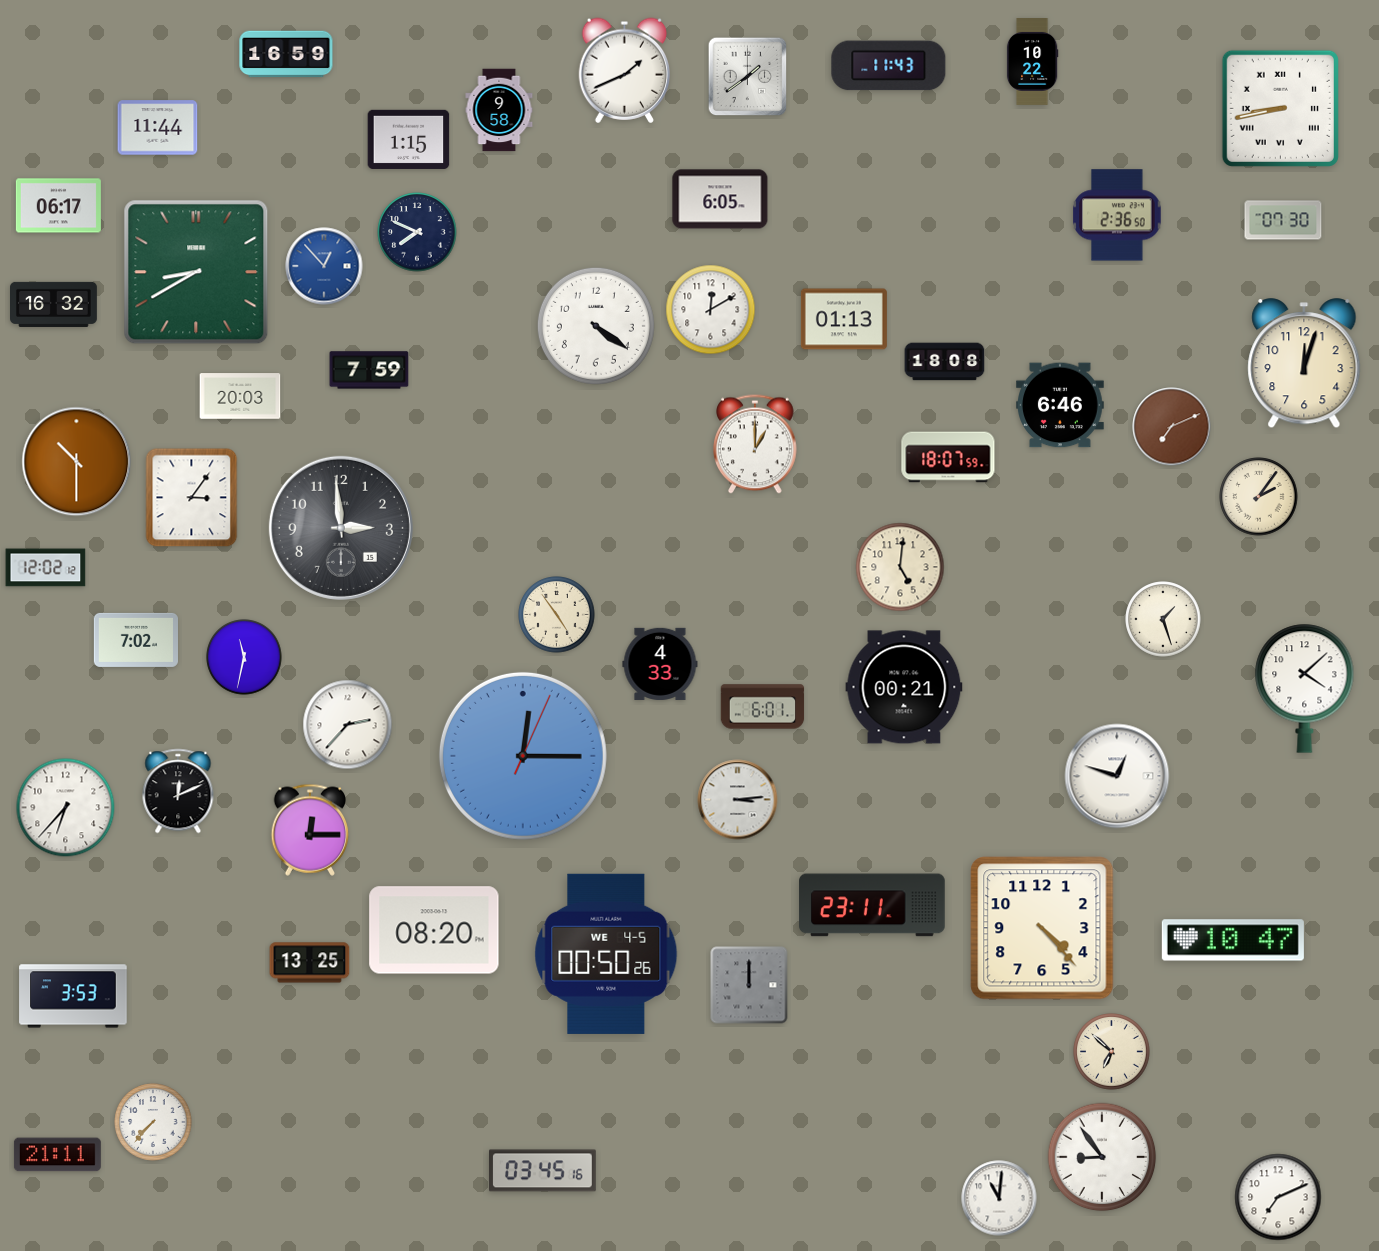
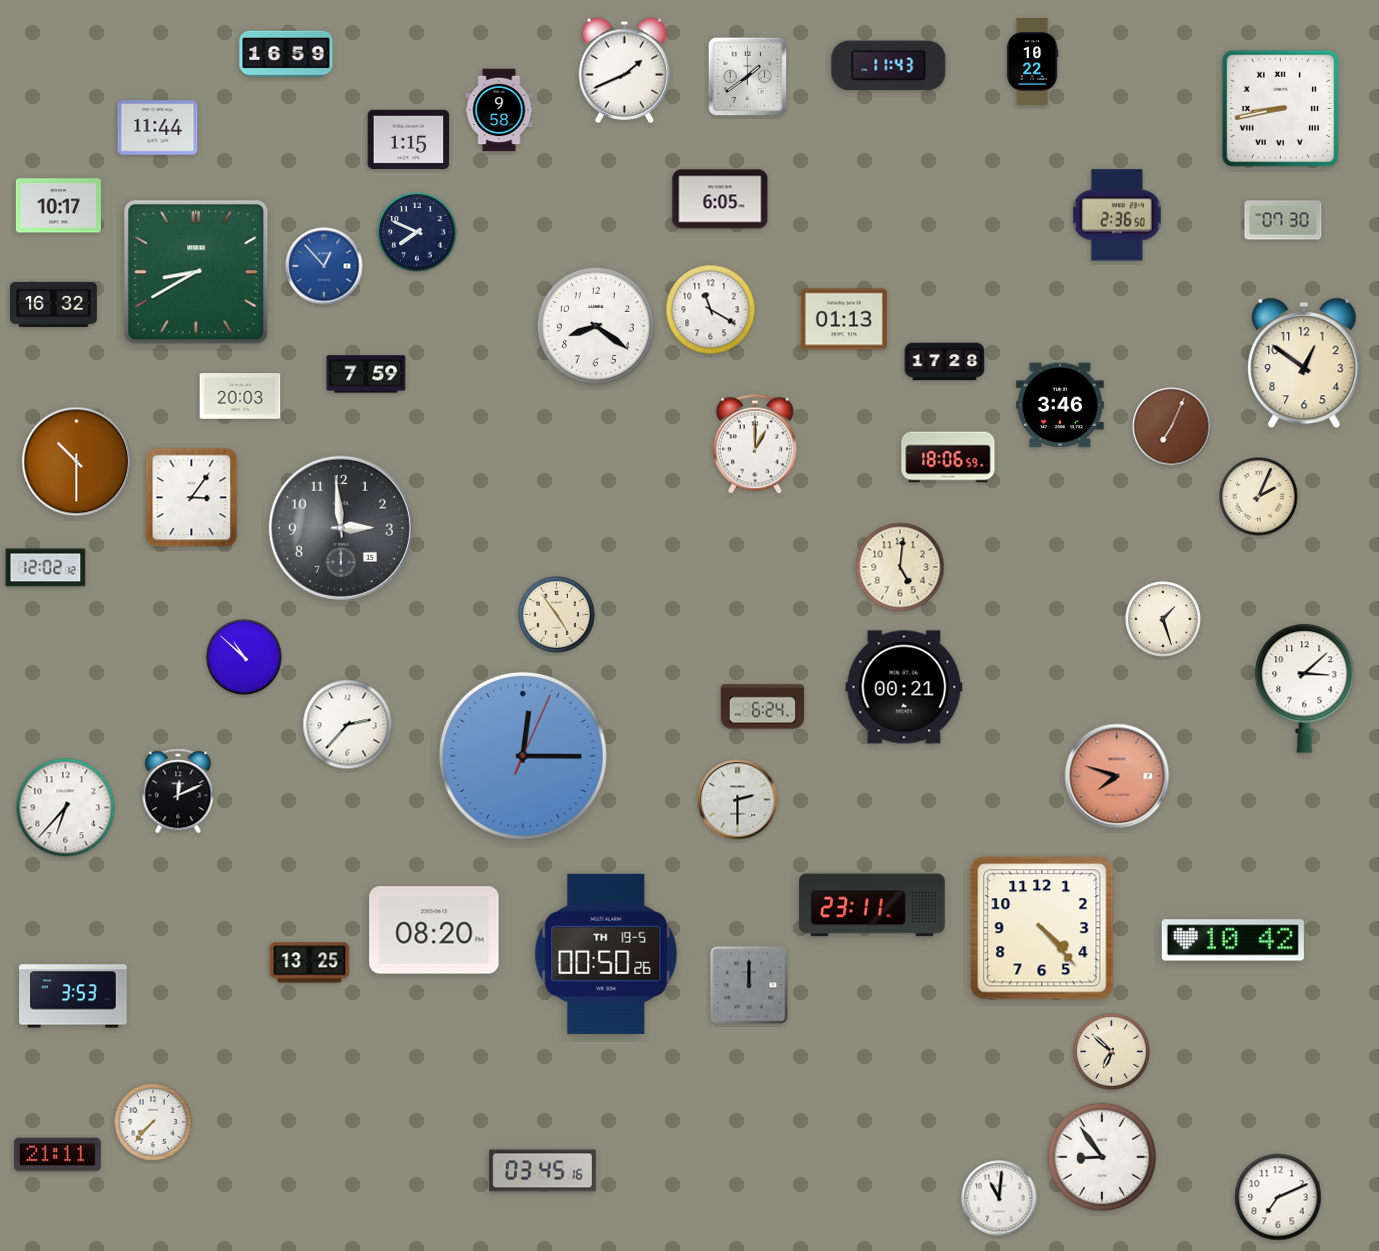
clock at (58, 206): 06:17 -> 10:17
clock at (711, 310): 12:10 -> 11:20
clock at (596, 326): 4:21 -> 8:21
clock at (945, 362): 18:08 -> 17:28
clock at (1304, 364): 12:03 -> 12:51
clock at (369, 370) position: (369, 370) -> (366, 374)
clock at (1061, 405): 6:46 -> 3:46
clock at (1172, 427): 7:11 -> 7:04
clock at (948, 457): 18:07 -> 18:06
clock at (1259, 497): 2:06 -> 2:04
clock at (135, 640): 7:02 -> none
clock at (244, 657): 11:32 -> 10:52
clock at (660, 664): 4:33 -> none
clock at (1305, 688): 4:08 -> 3:08
clock at (763, 707): 6:01 -> 6:24
clock at (1117, 776): 12:48 -> 7:48
clock at (1117, 776) dial: white -> salmon
clock at (738, 800): 3:14 -> 2:30
clock at (310, 830): 12:15 -> none
clock at (1233, 940): 10:47 -> 10:42
clock at (606, 954) date: WE 4-5 -> TH 19-5
